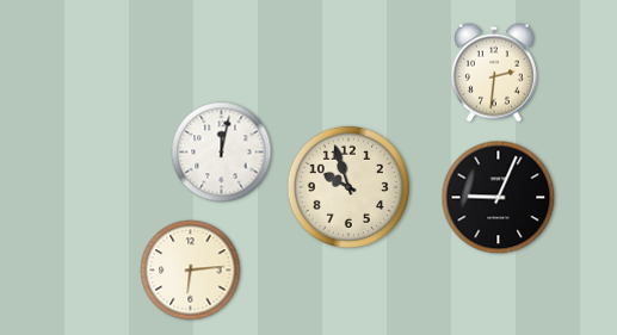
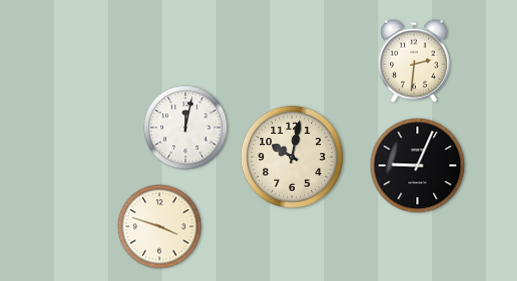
clock at (348, 187): 9:57 -> 10:02
clock at (191, 271): 6:14 -> 3:48
